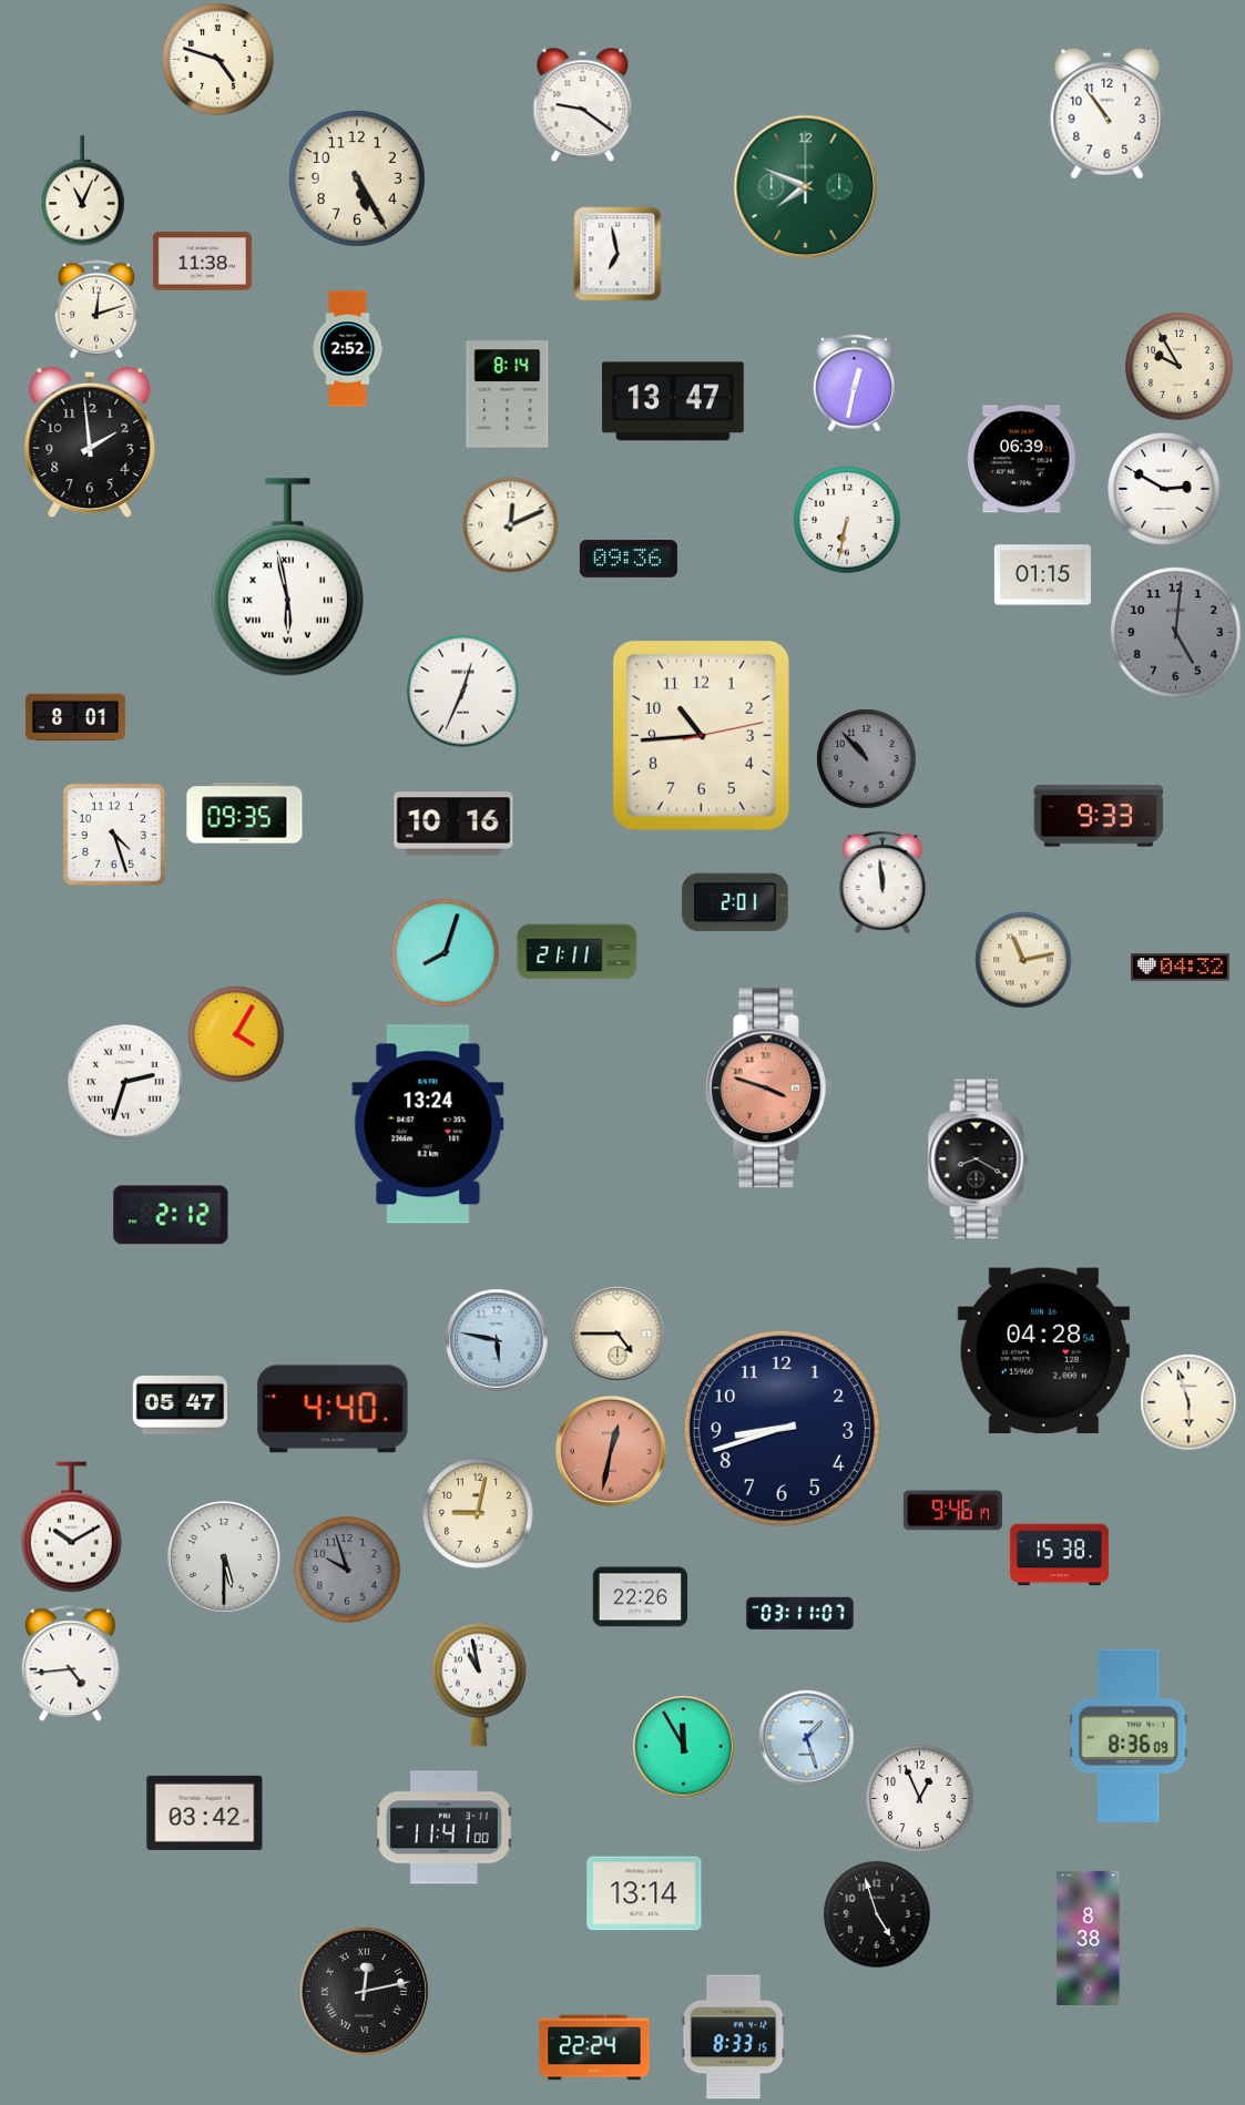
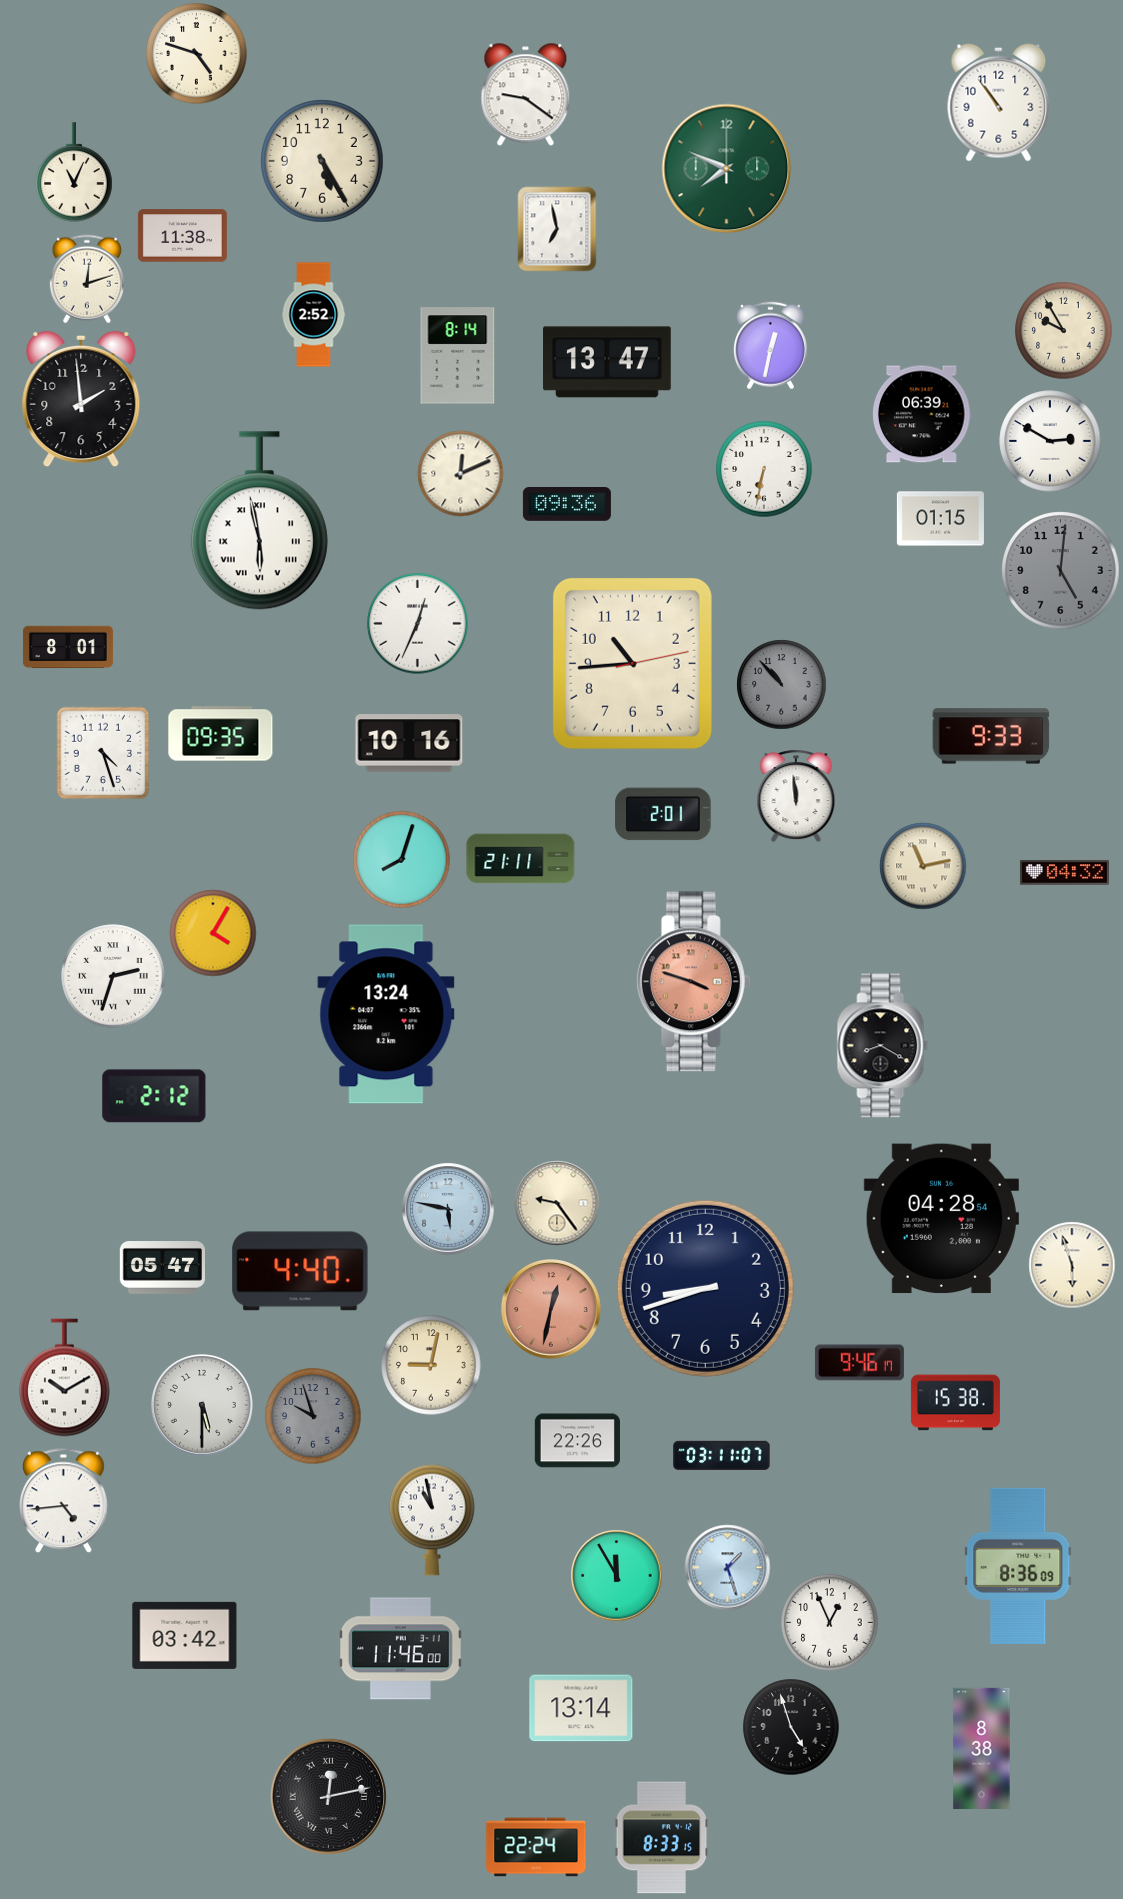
clock at (618, 1333): 4:45 -> 9:24
clock at (443, 1828): 11:41 -> 11:46
